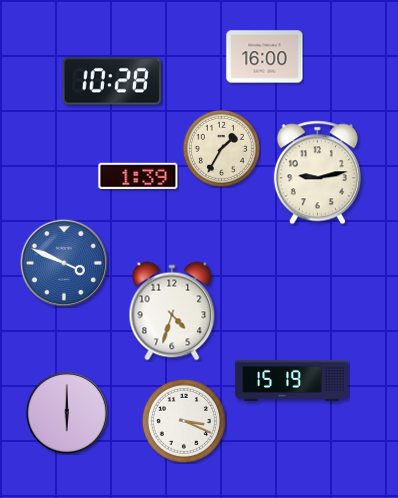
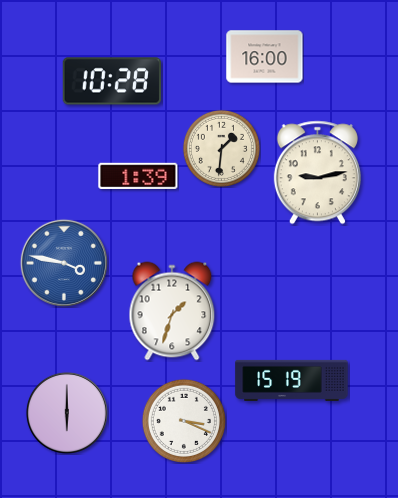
clock at (221, 148): 1:35 -> 1:31
clock at (64, 263): 3:49 -> 3:47
clock at (172, 311): 4:33 -> 1:33
